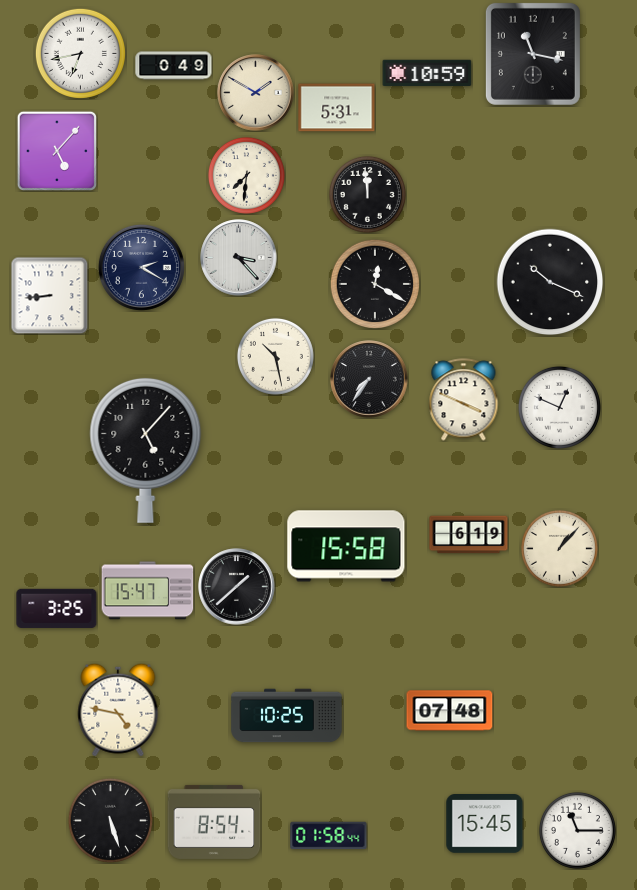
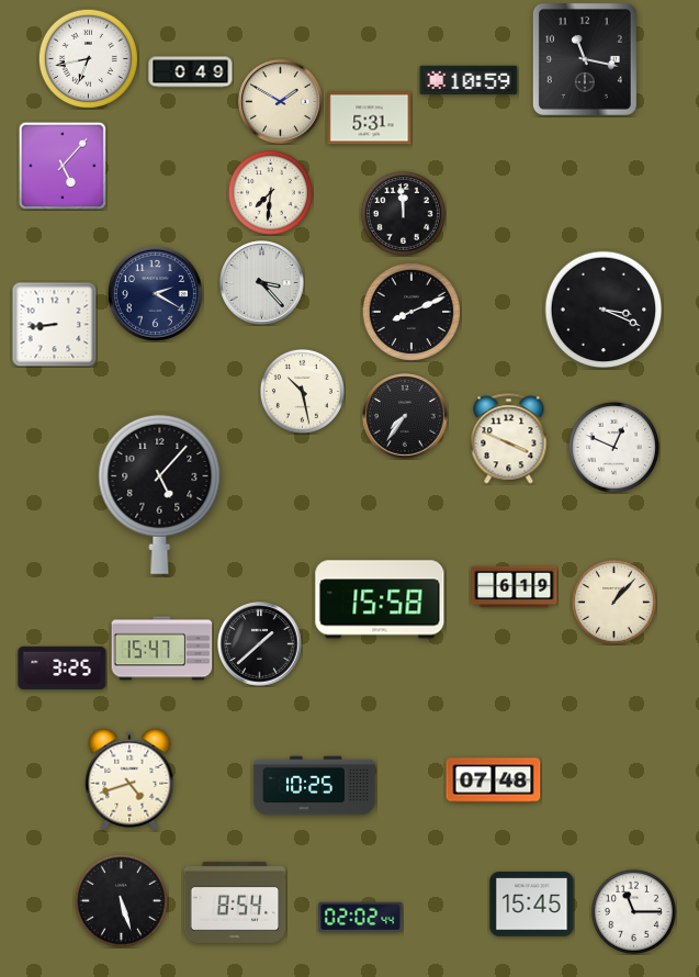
clock at (550, 282): 10:19 -> 3:19
clock at (375, 284): 12:20 -> 8:11
clock at (118, 710): 4:47 -> 4:42
clock at (329, 836): 01:58 -> 02:02
